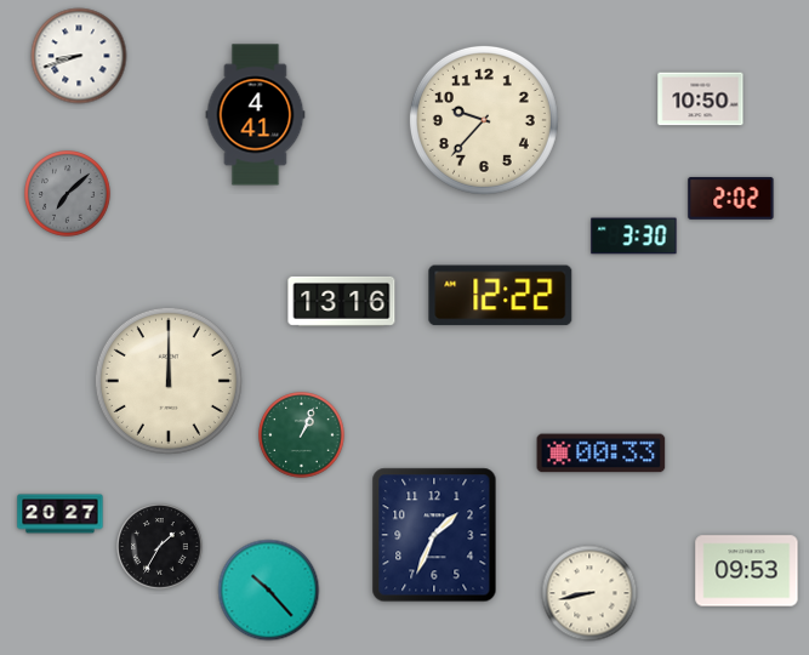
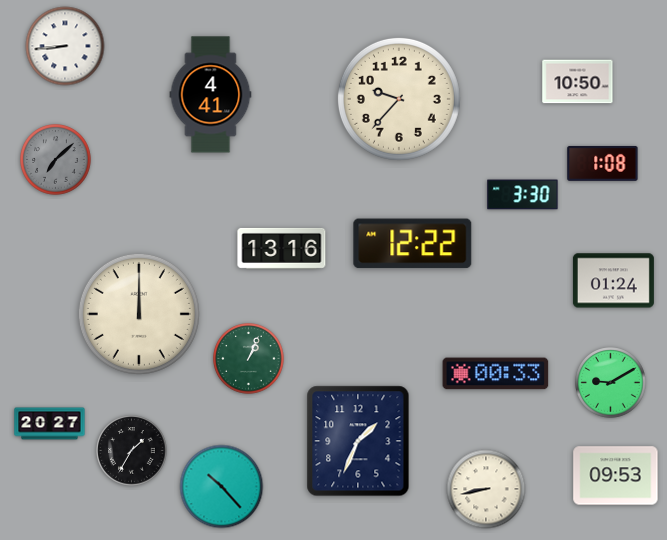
clock at (79, 56): 8:42 -> 8:44
clock at (731, 198): 2:02 -> 1:08
clock at (613, 281): none -> 01:24
clock at (611, 383): none -> 9:10
clock at (747, 571) position: (747, 571) -> (616, 476)
